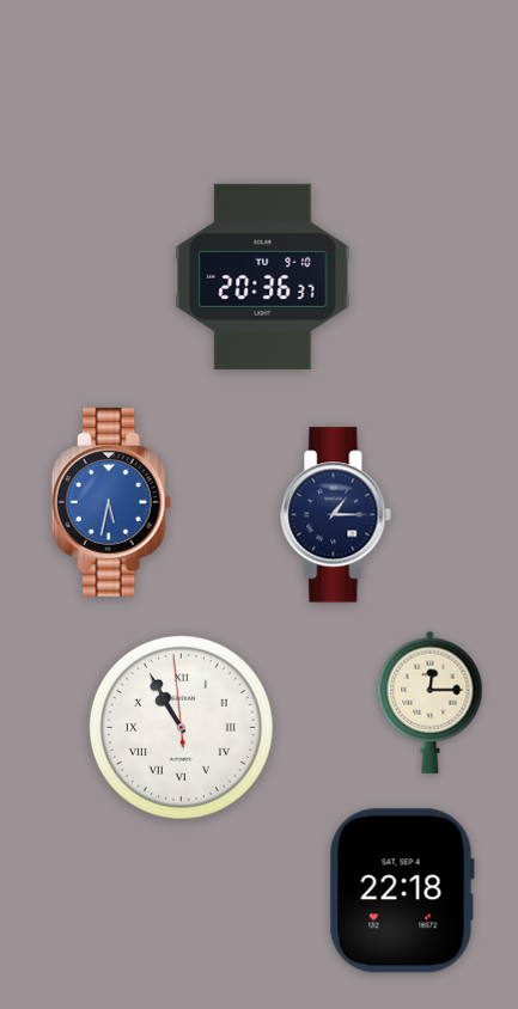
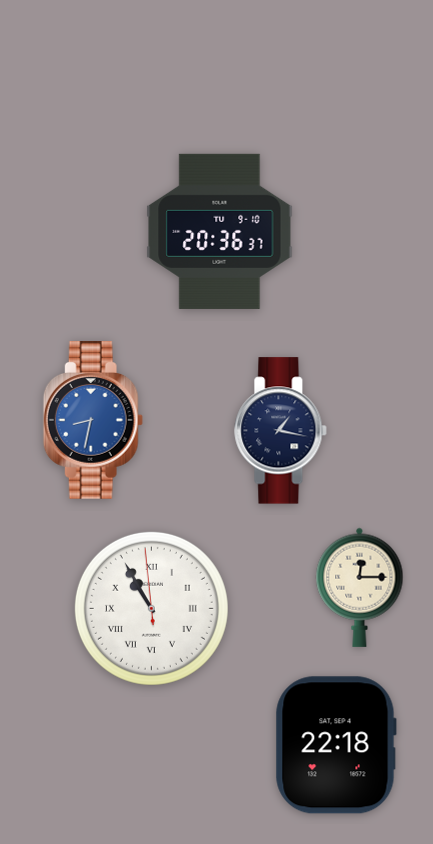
clock at (111, 503): 5:32 -> 8:32
clock at (336, 515): 1:15 -> 1:17
